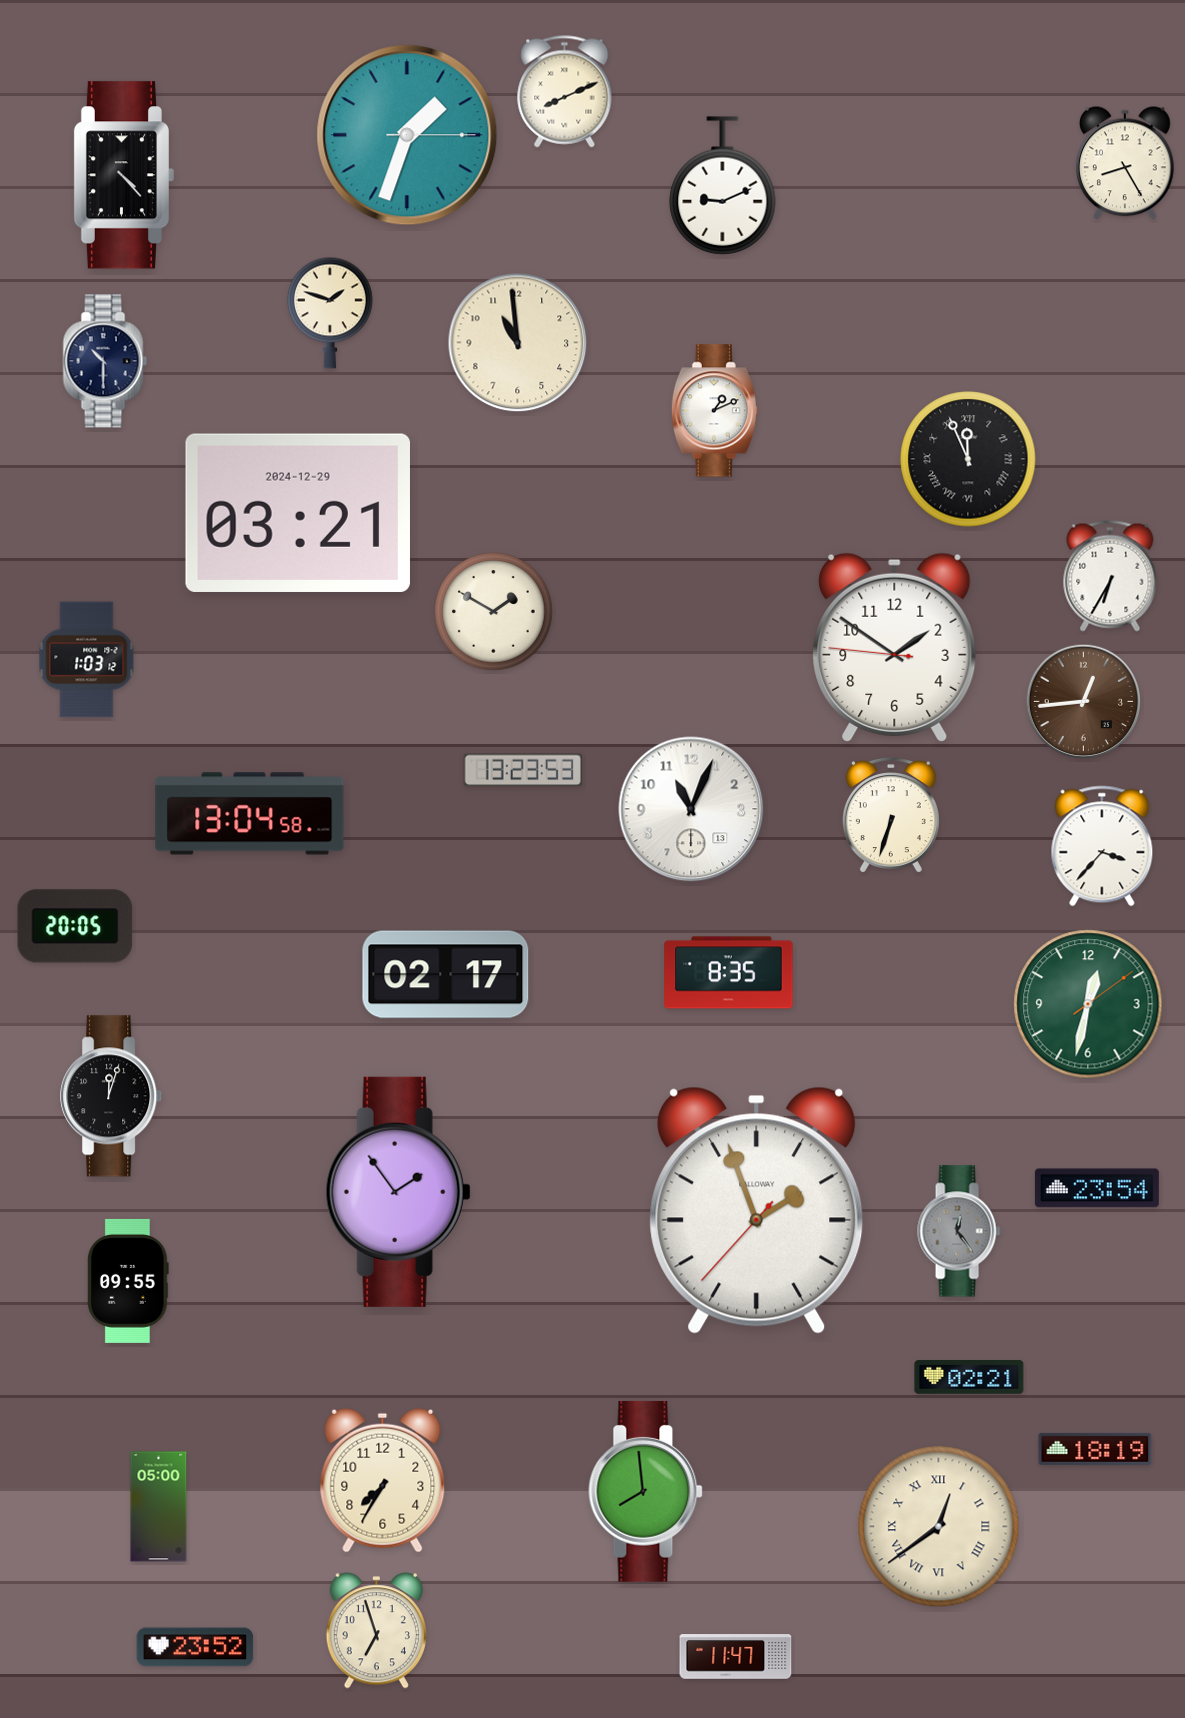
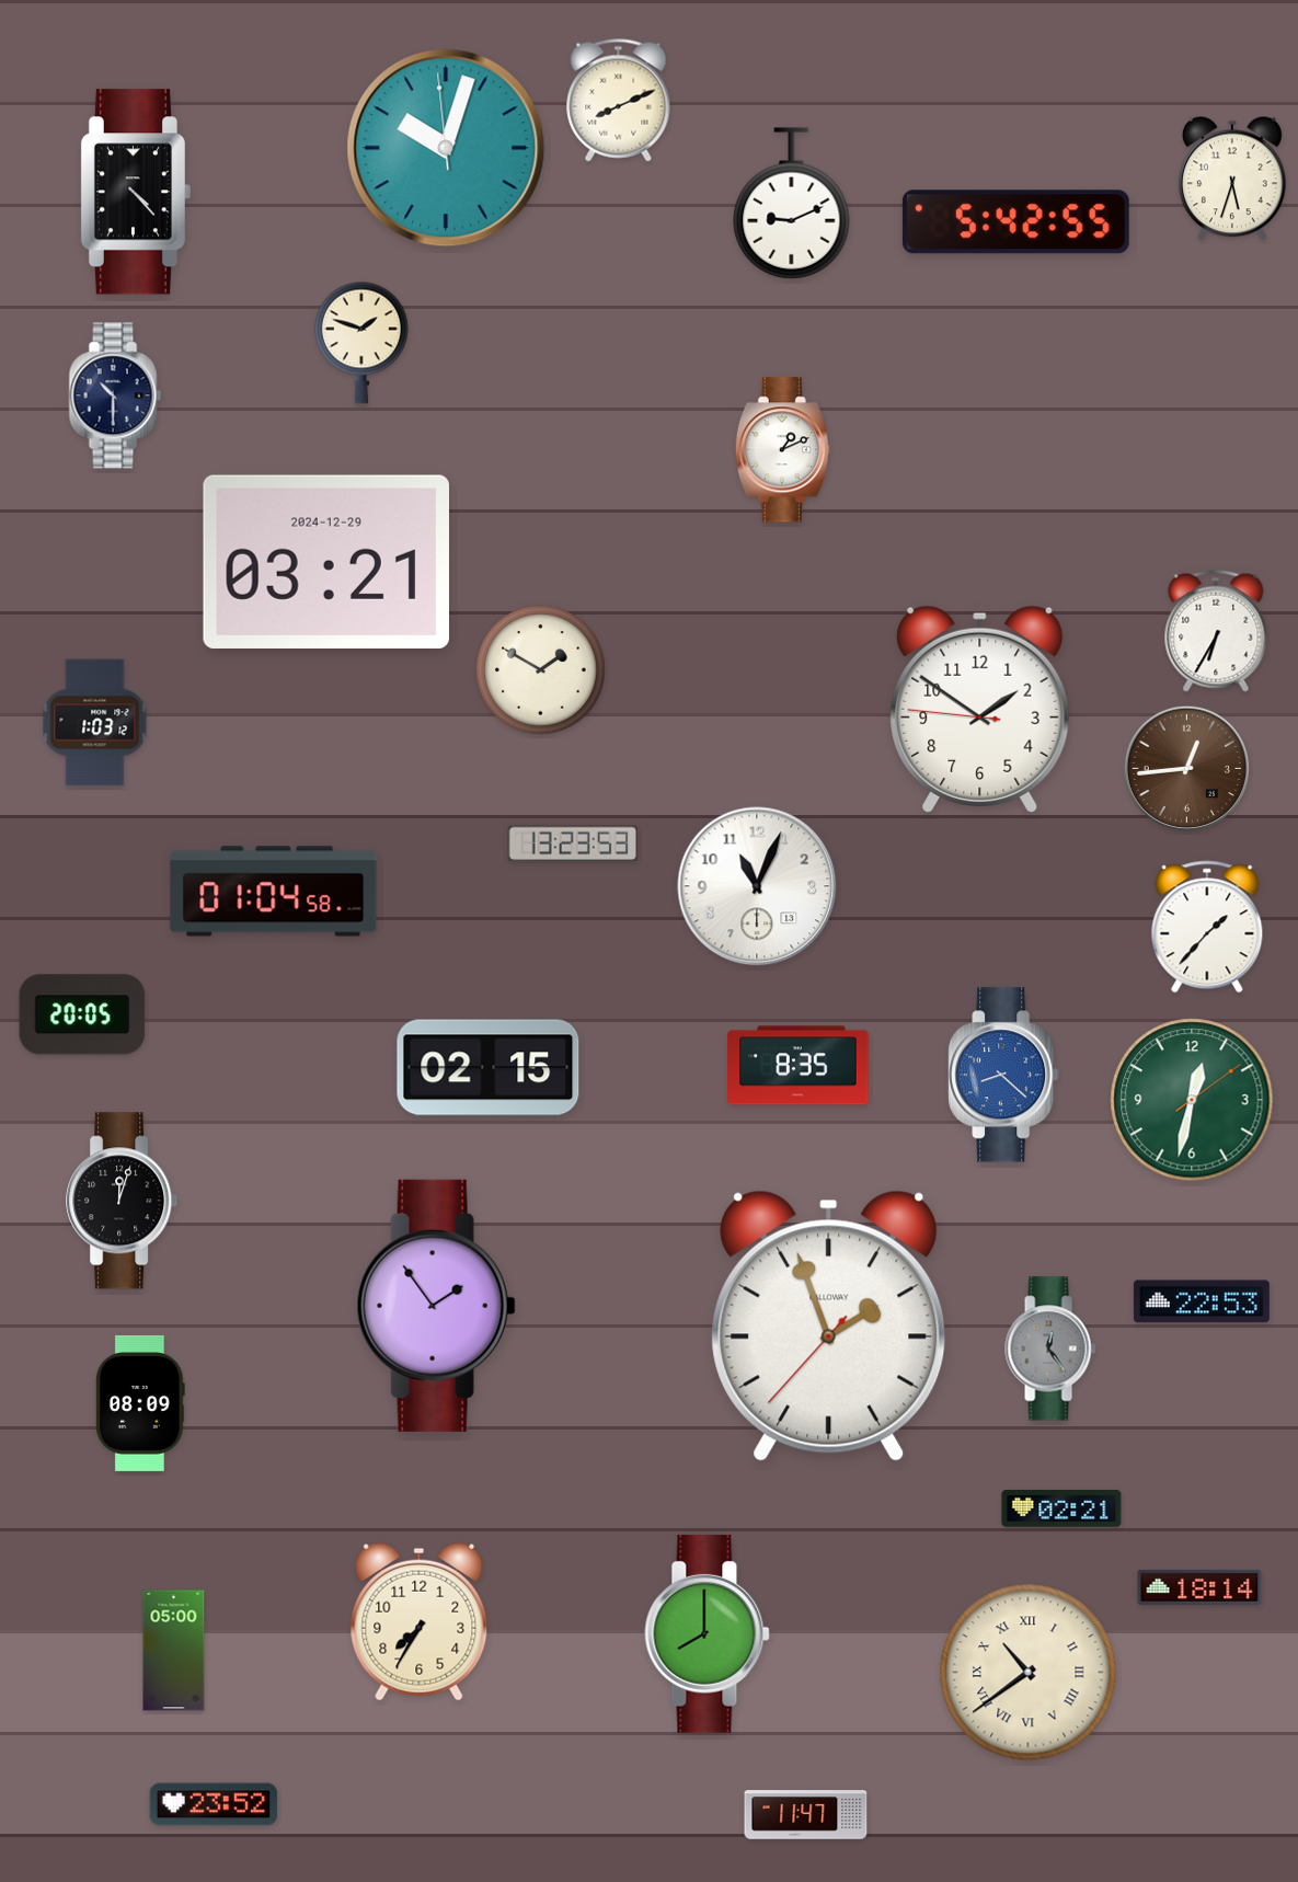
clock at (407, 135): 1:33 -> 10:02
clock at (1126, 163): 8:25 -> 5:33
clock at (1015, 222): none -> 5:42
clock at (518, 343): 10:59 -> none
clock at (968, 459): 11:56 -> none
clock at (250, 814): 13:04 -> 01:04
clock at (891, 815): 6:33 -> none
clock at (1102, 846): 3:37 -> 1:37
clock at (446, 975): 02:17 -> 02:15
clock at (1003, 1075): none -> 8:22
clock at (1097, 1188): 23:54 -> 22:53
clock at (129, 1281): 09:55 -> 08:09
clock at (1095, 1449): 18:19 -> 18:14
clock at (646, 1491): 7:59 -> 8:00
clock at (939, 1527): 12:39 -> 10:39
clock at (376, 1631): 6:57 -> none
